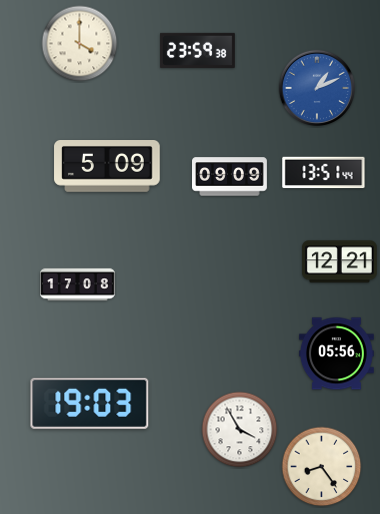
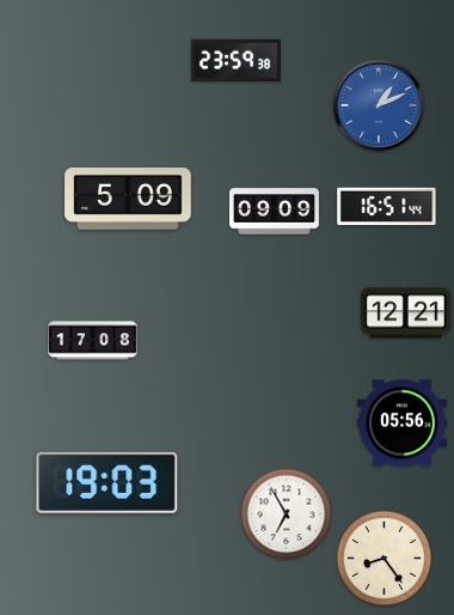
clock at (80, 44): 4:00 -> none
clock at (324, 173): 13:51 -> 16:51
clock at (240, 430): 3:55 -> 6:55
